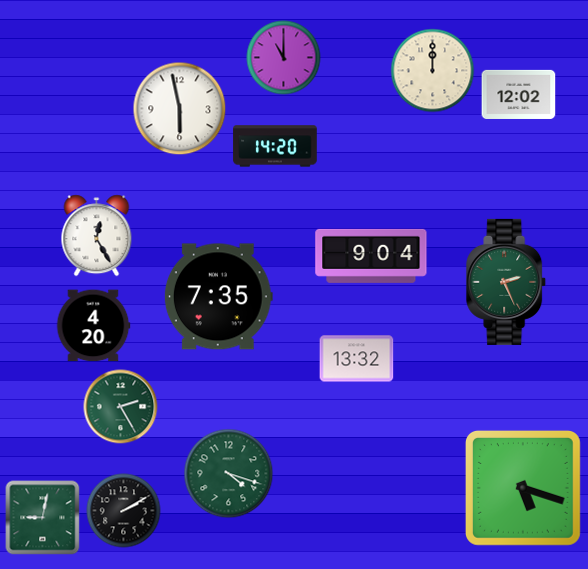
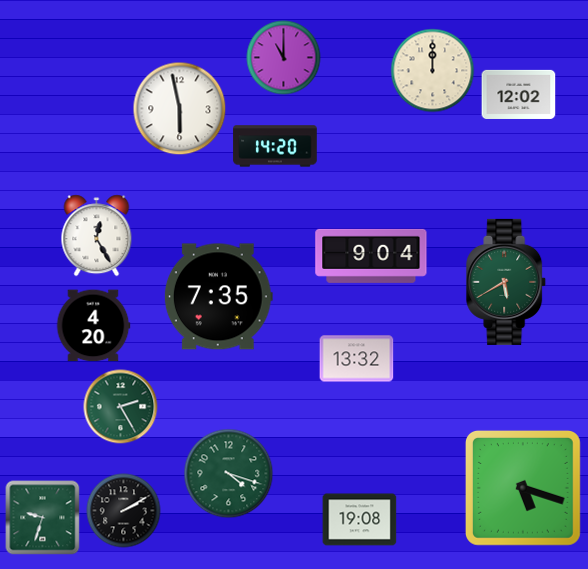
clock at (507, 282): 2:26 -> 5:40
clock at (43, 518): 9:02 -> 9:33
clock at (360, 520): none -> 19:08
